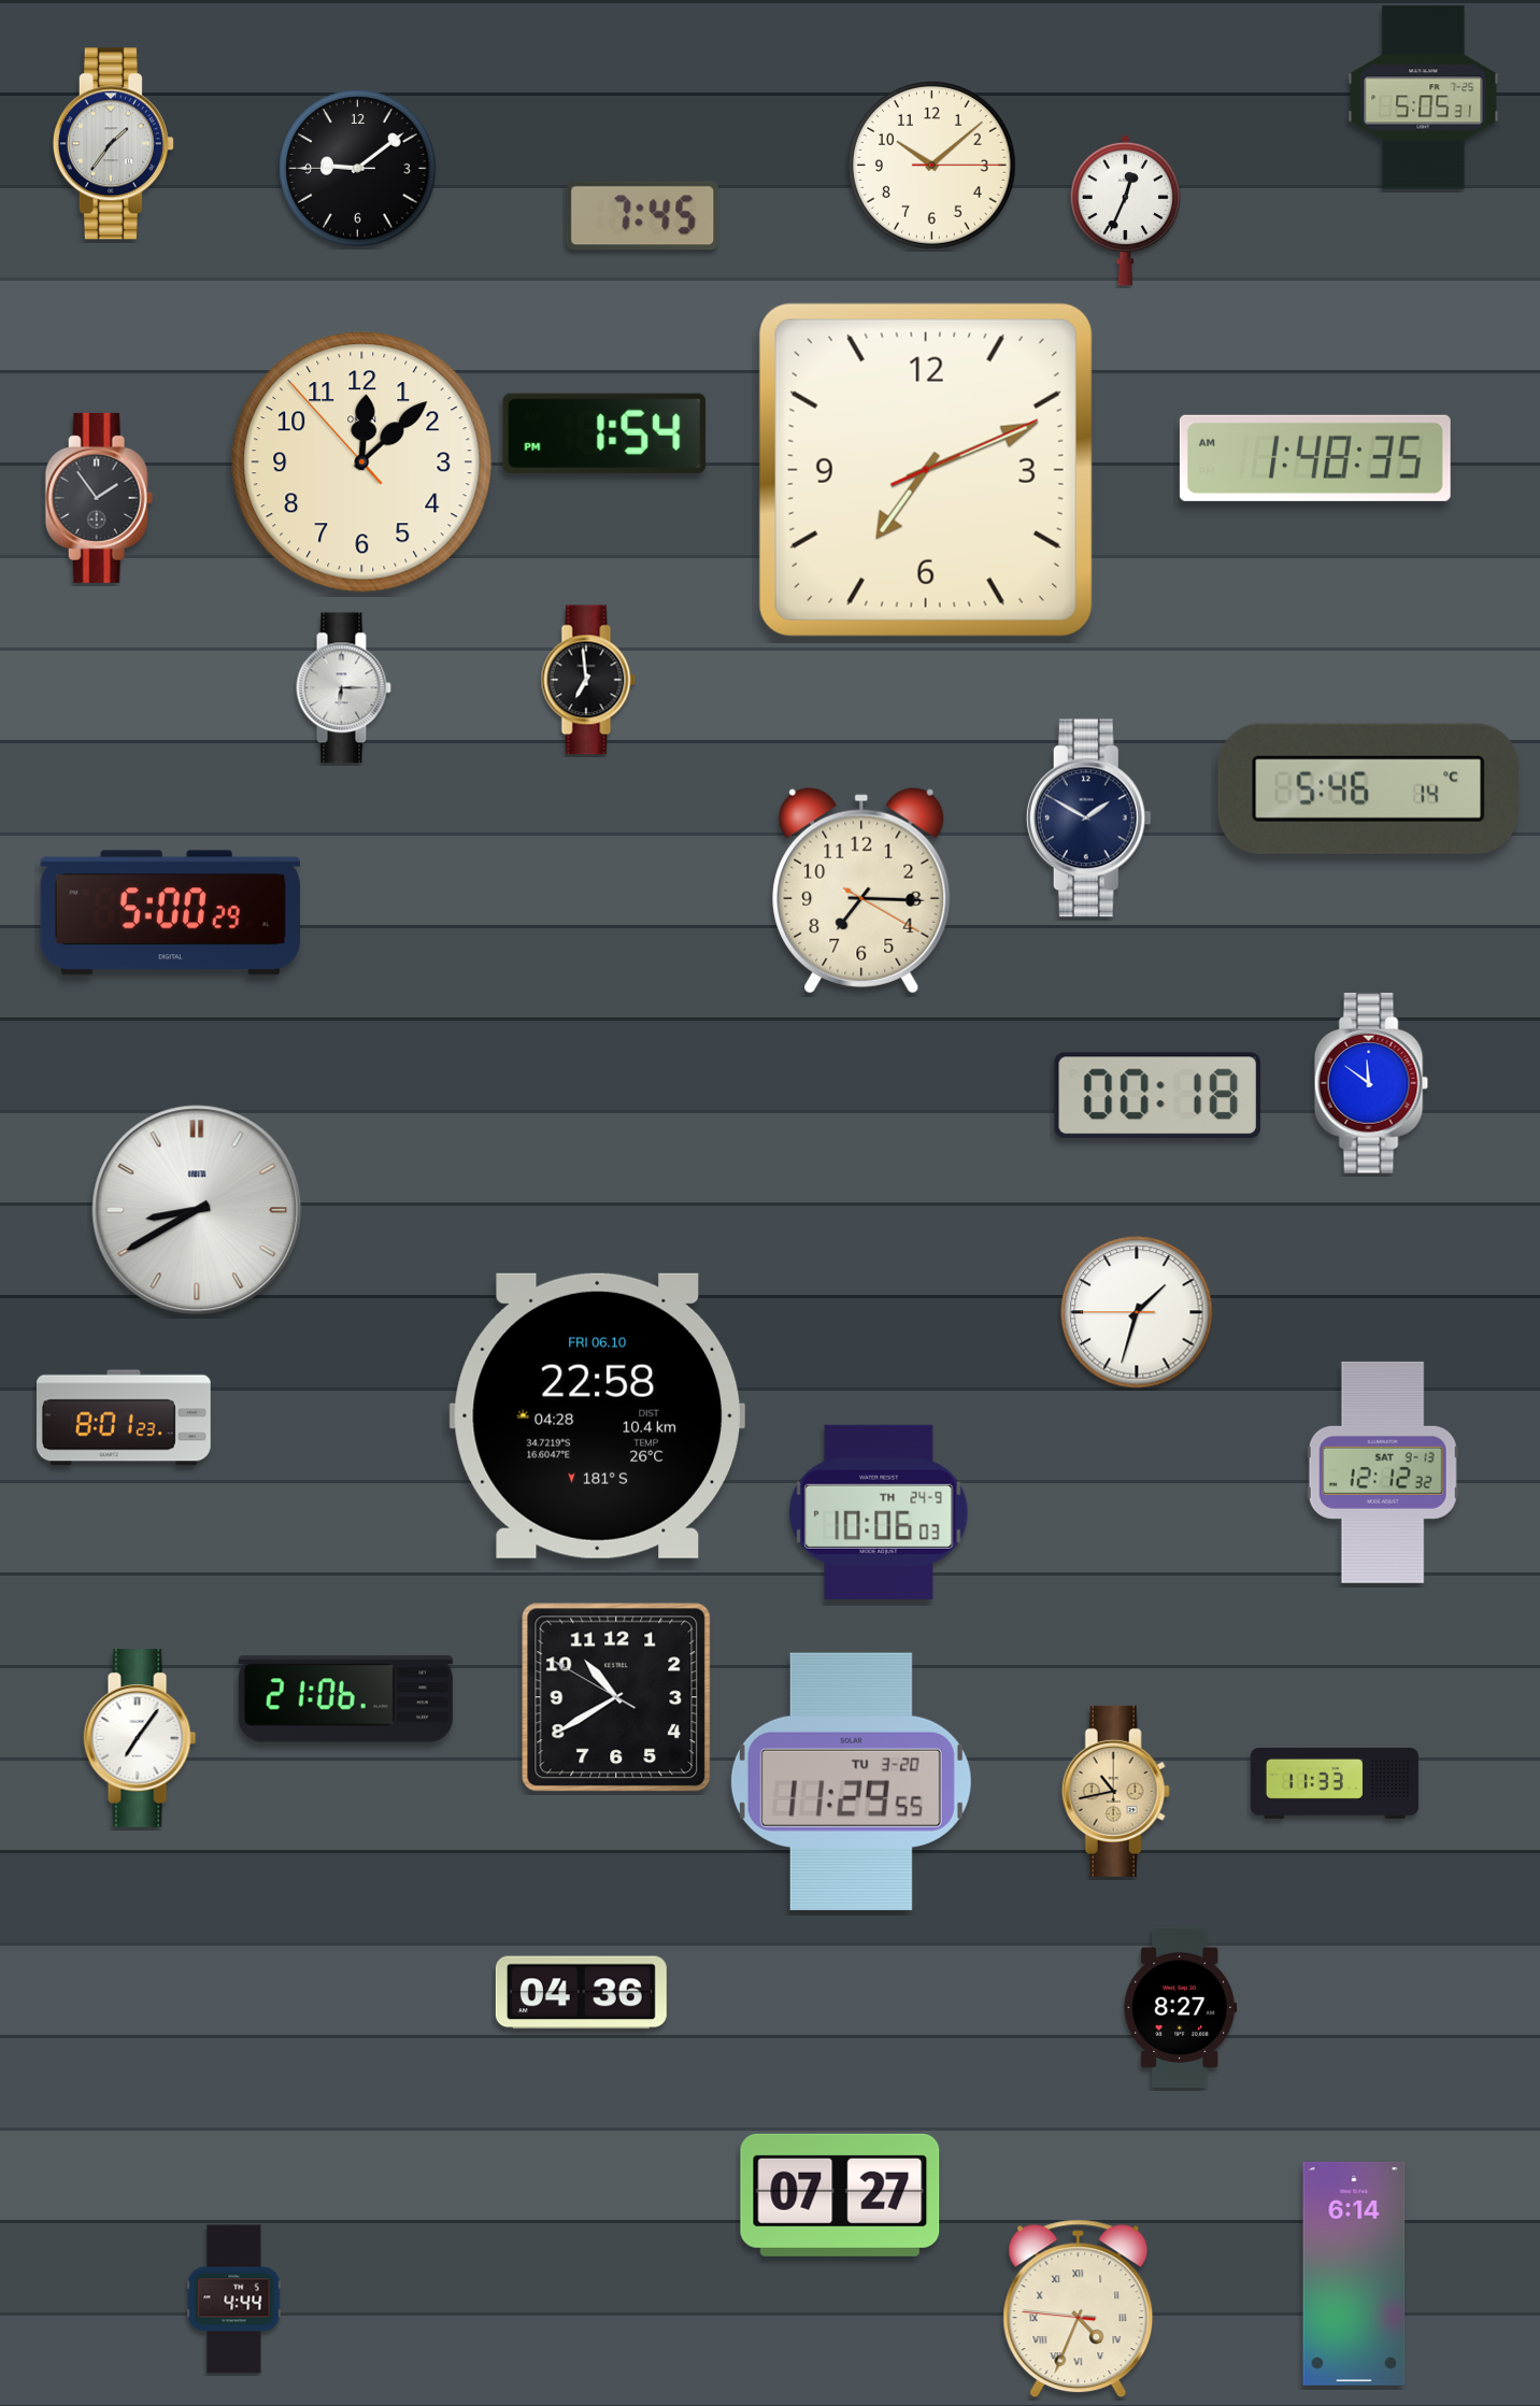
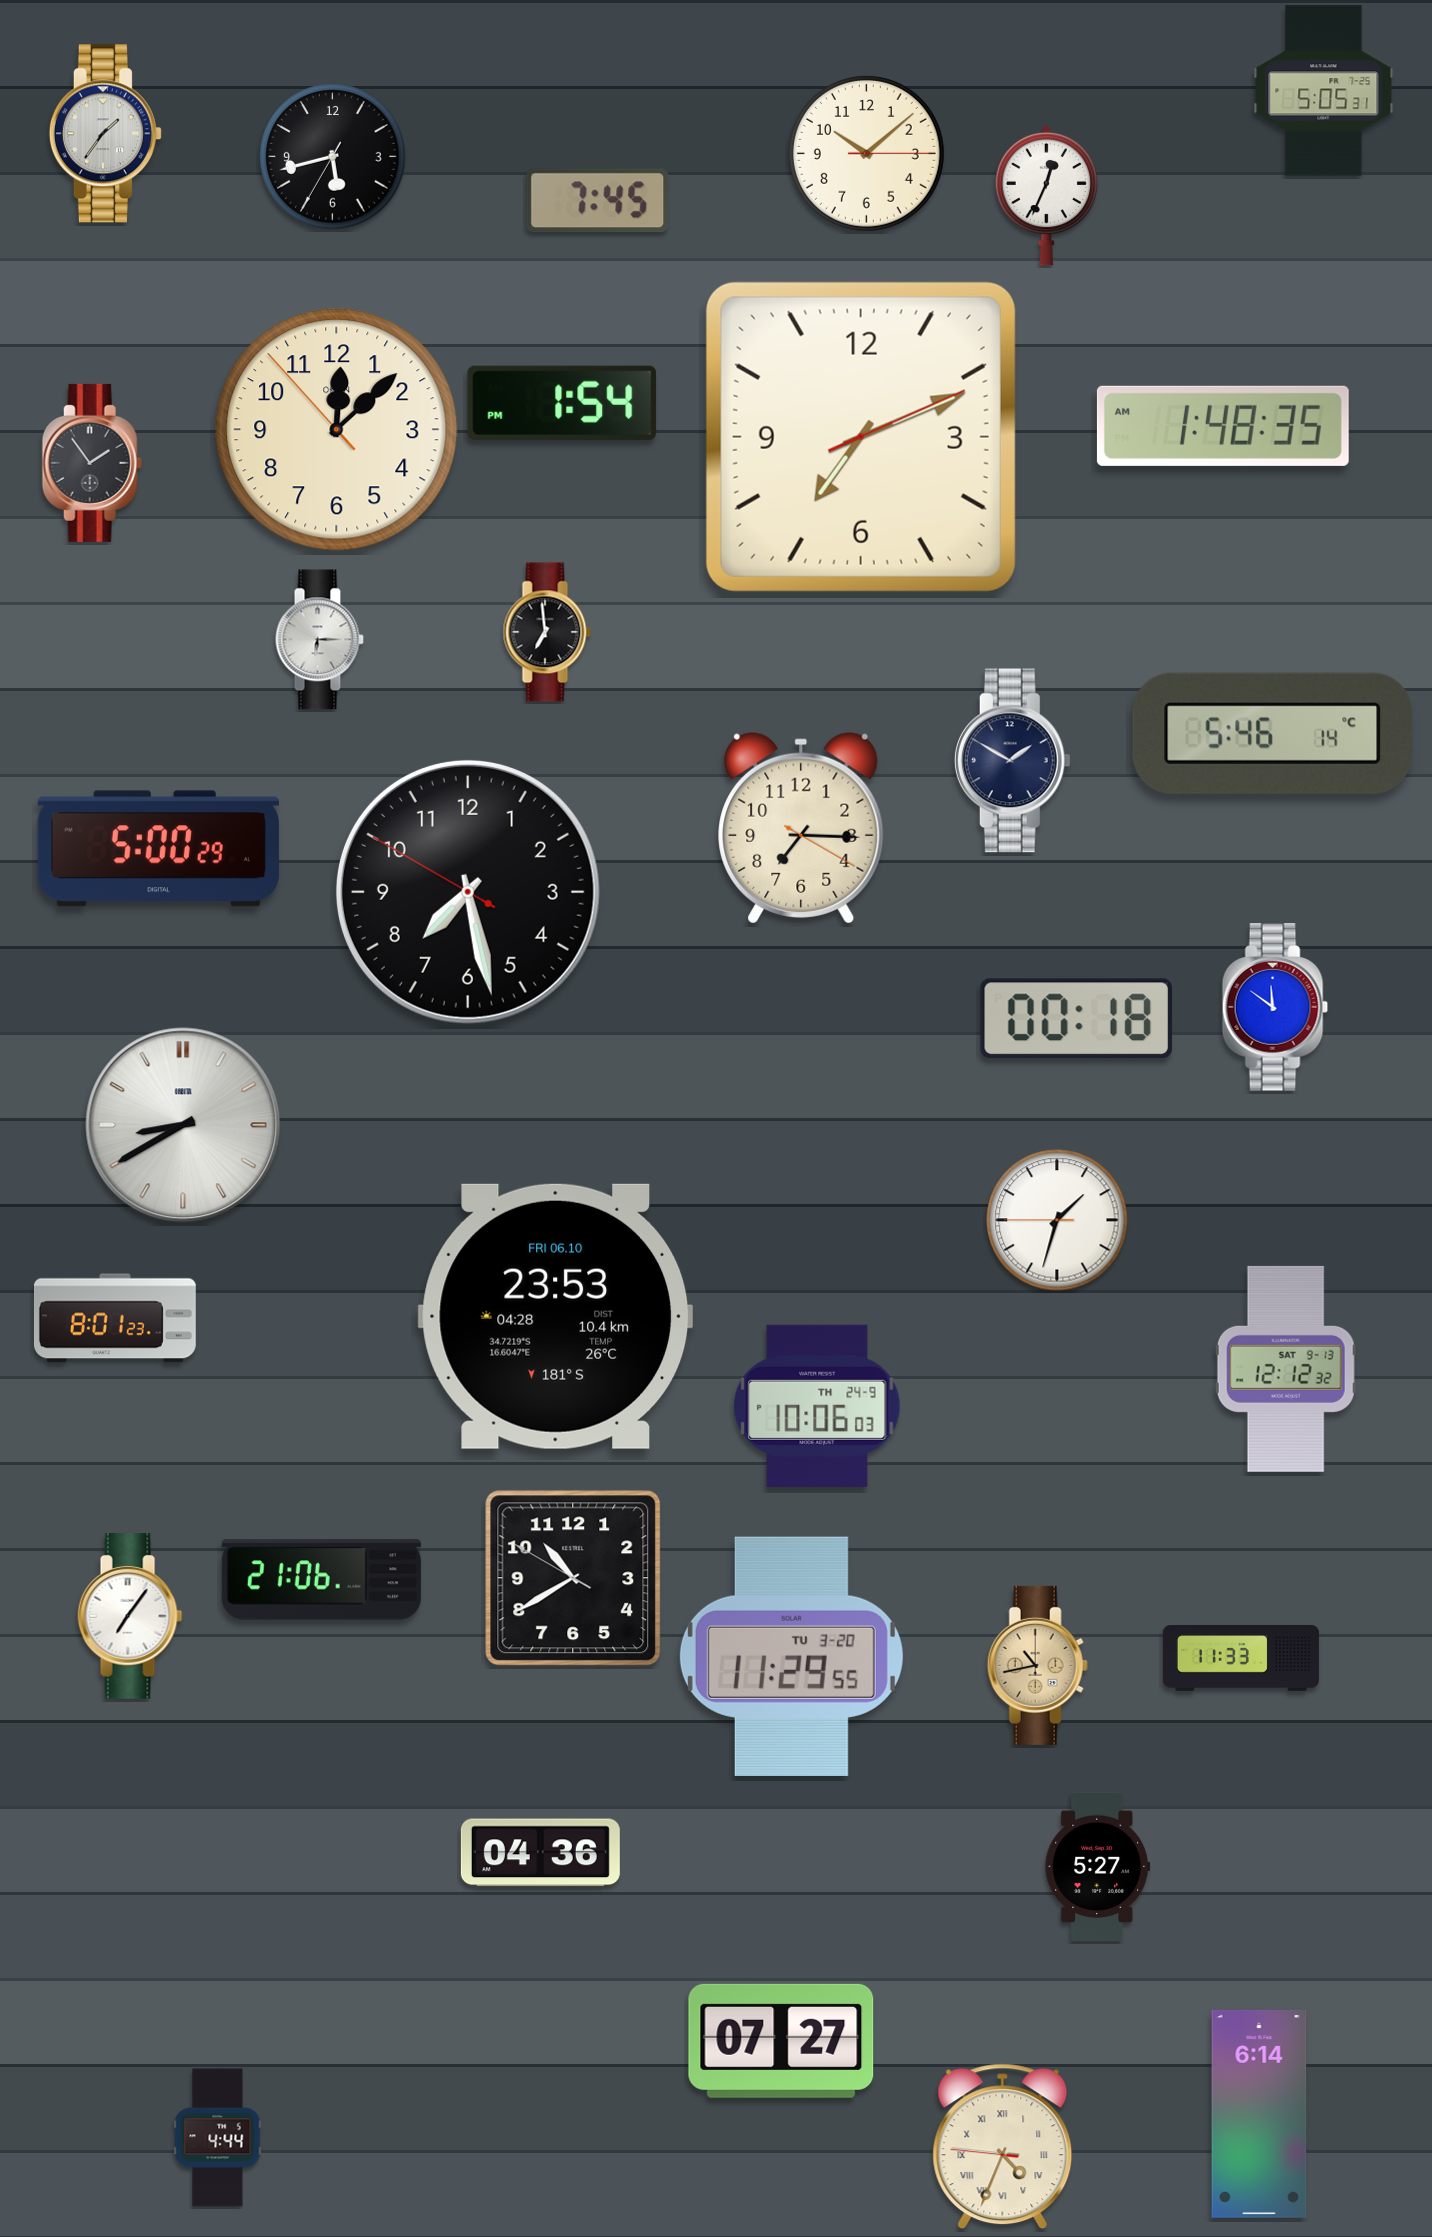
clock at (358, 169): 9:08 -> 5:42
clock at (468, 892): none -> 7:27
clock at (598, 1415): 22:58 -> 23:53
clock at (1181, 2008): 8:27 -> 5:27
